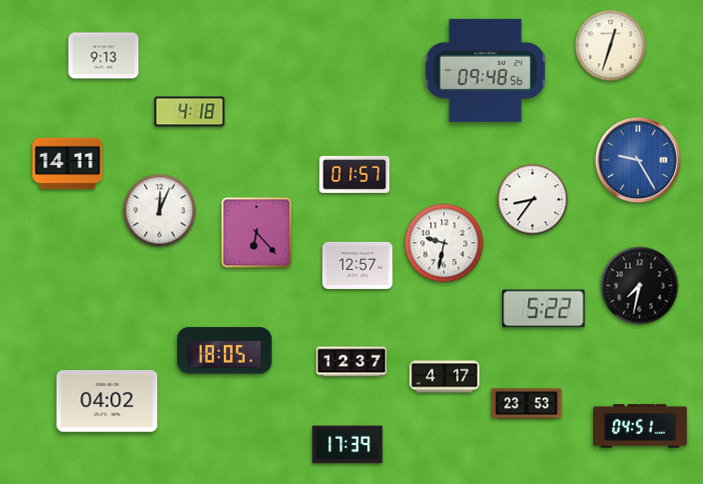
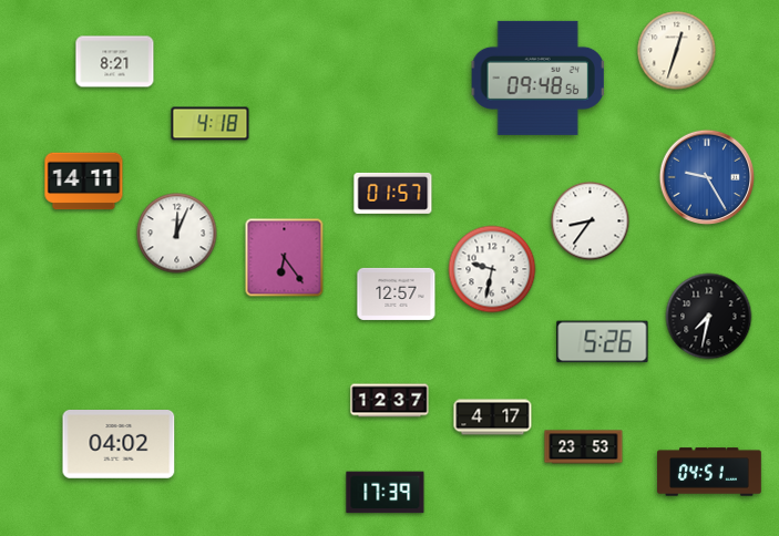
clock at (104, 56): 9:13 -> 8:21
clock at (68, 164) position: (68, 164) -> (84, 182)
clock at (257, 233): 6:23 -> 6:24
clock at (544, 309): 5:22 -> 5:26
clock at (225, 351): 18:05 -> none
